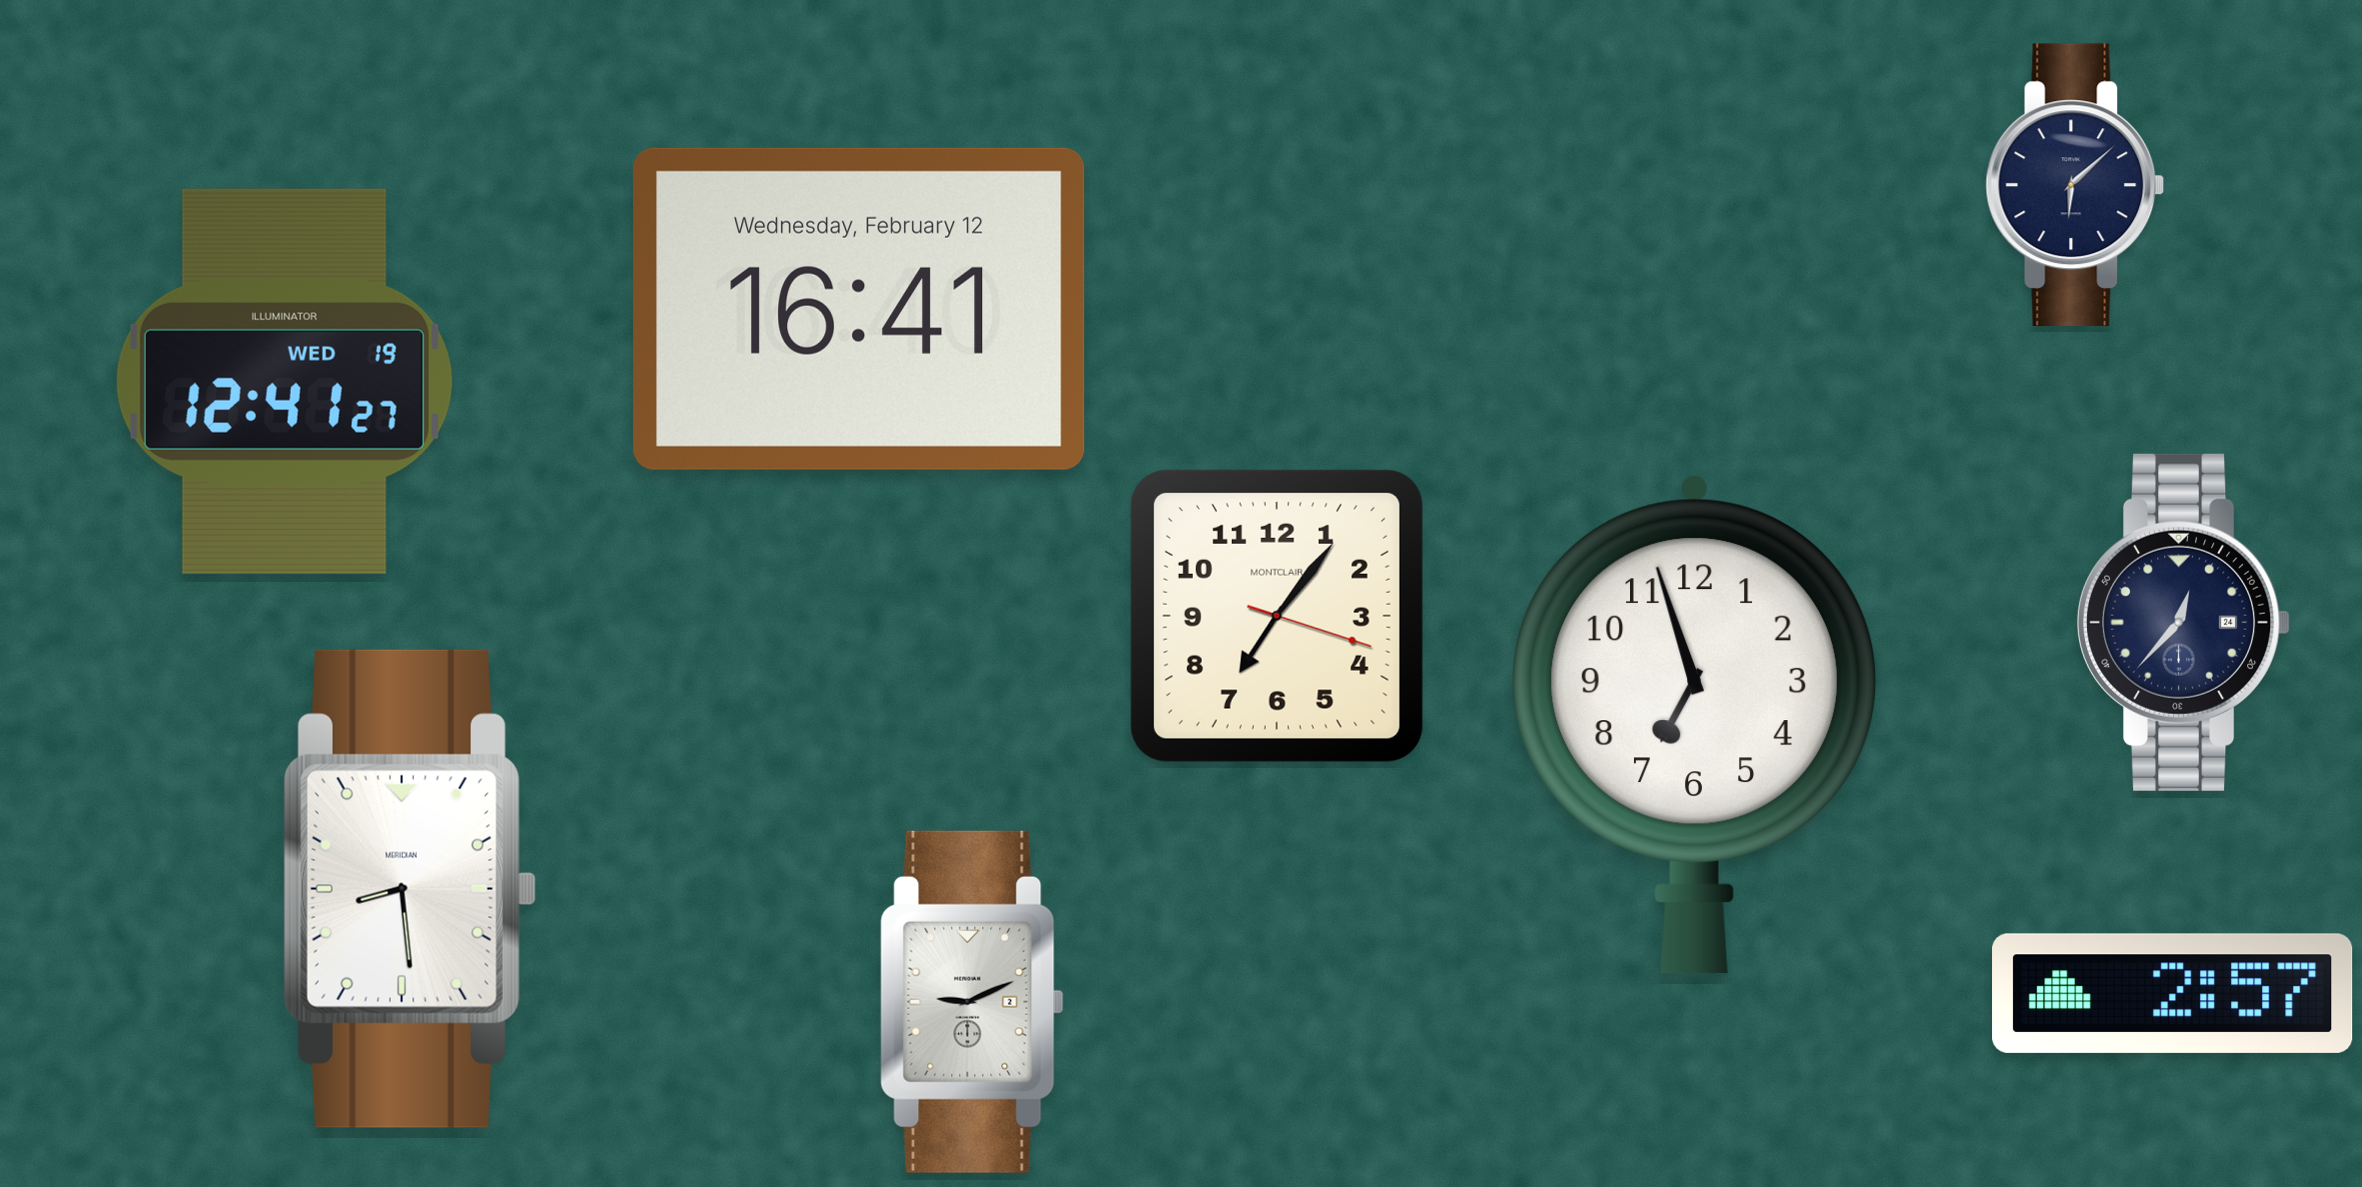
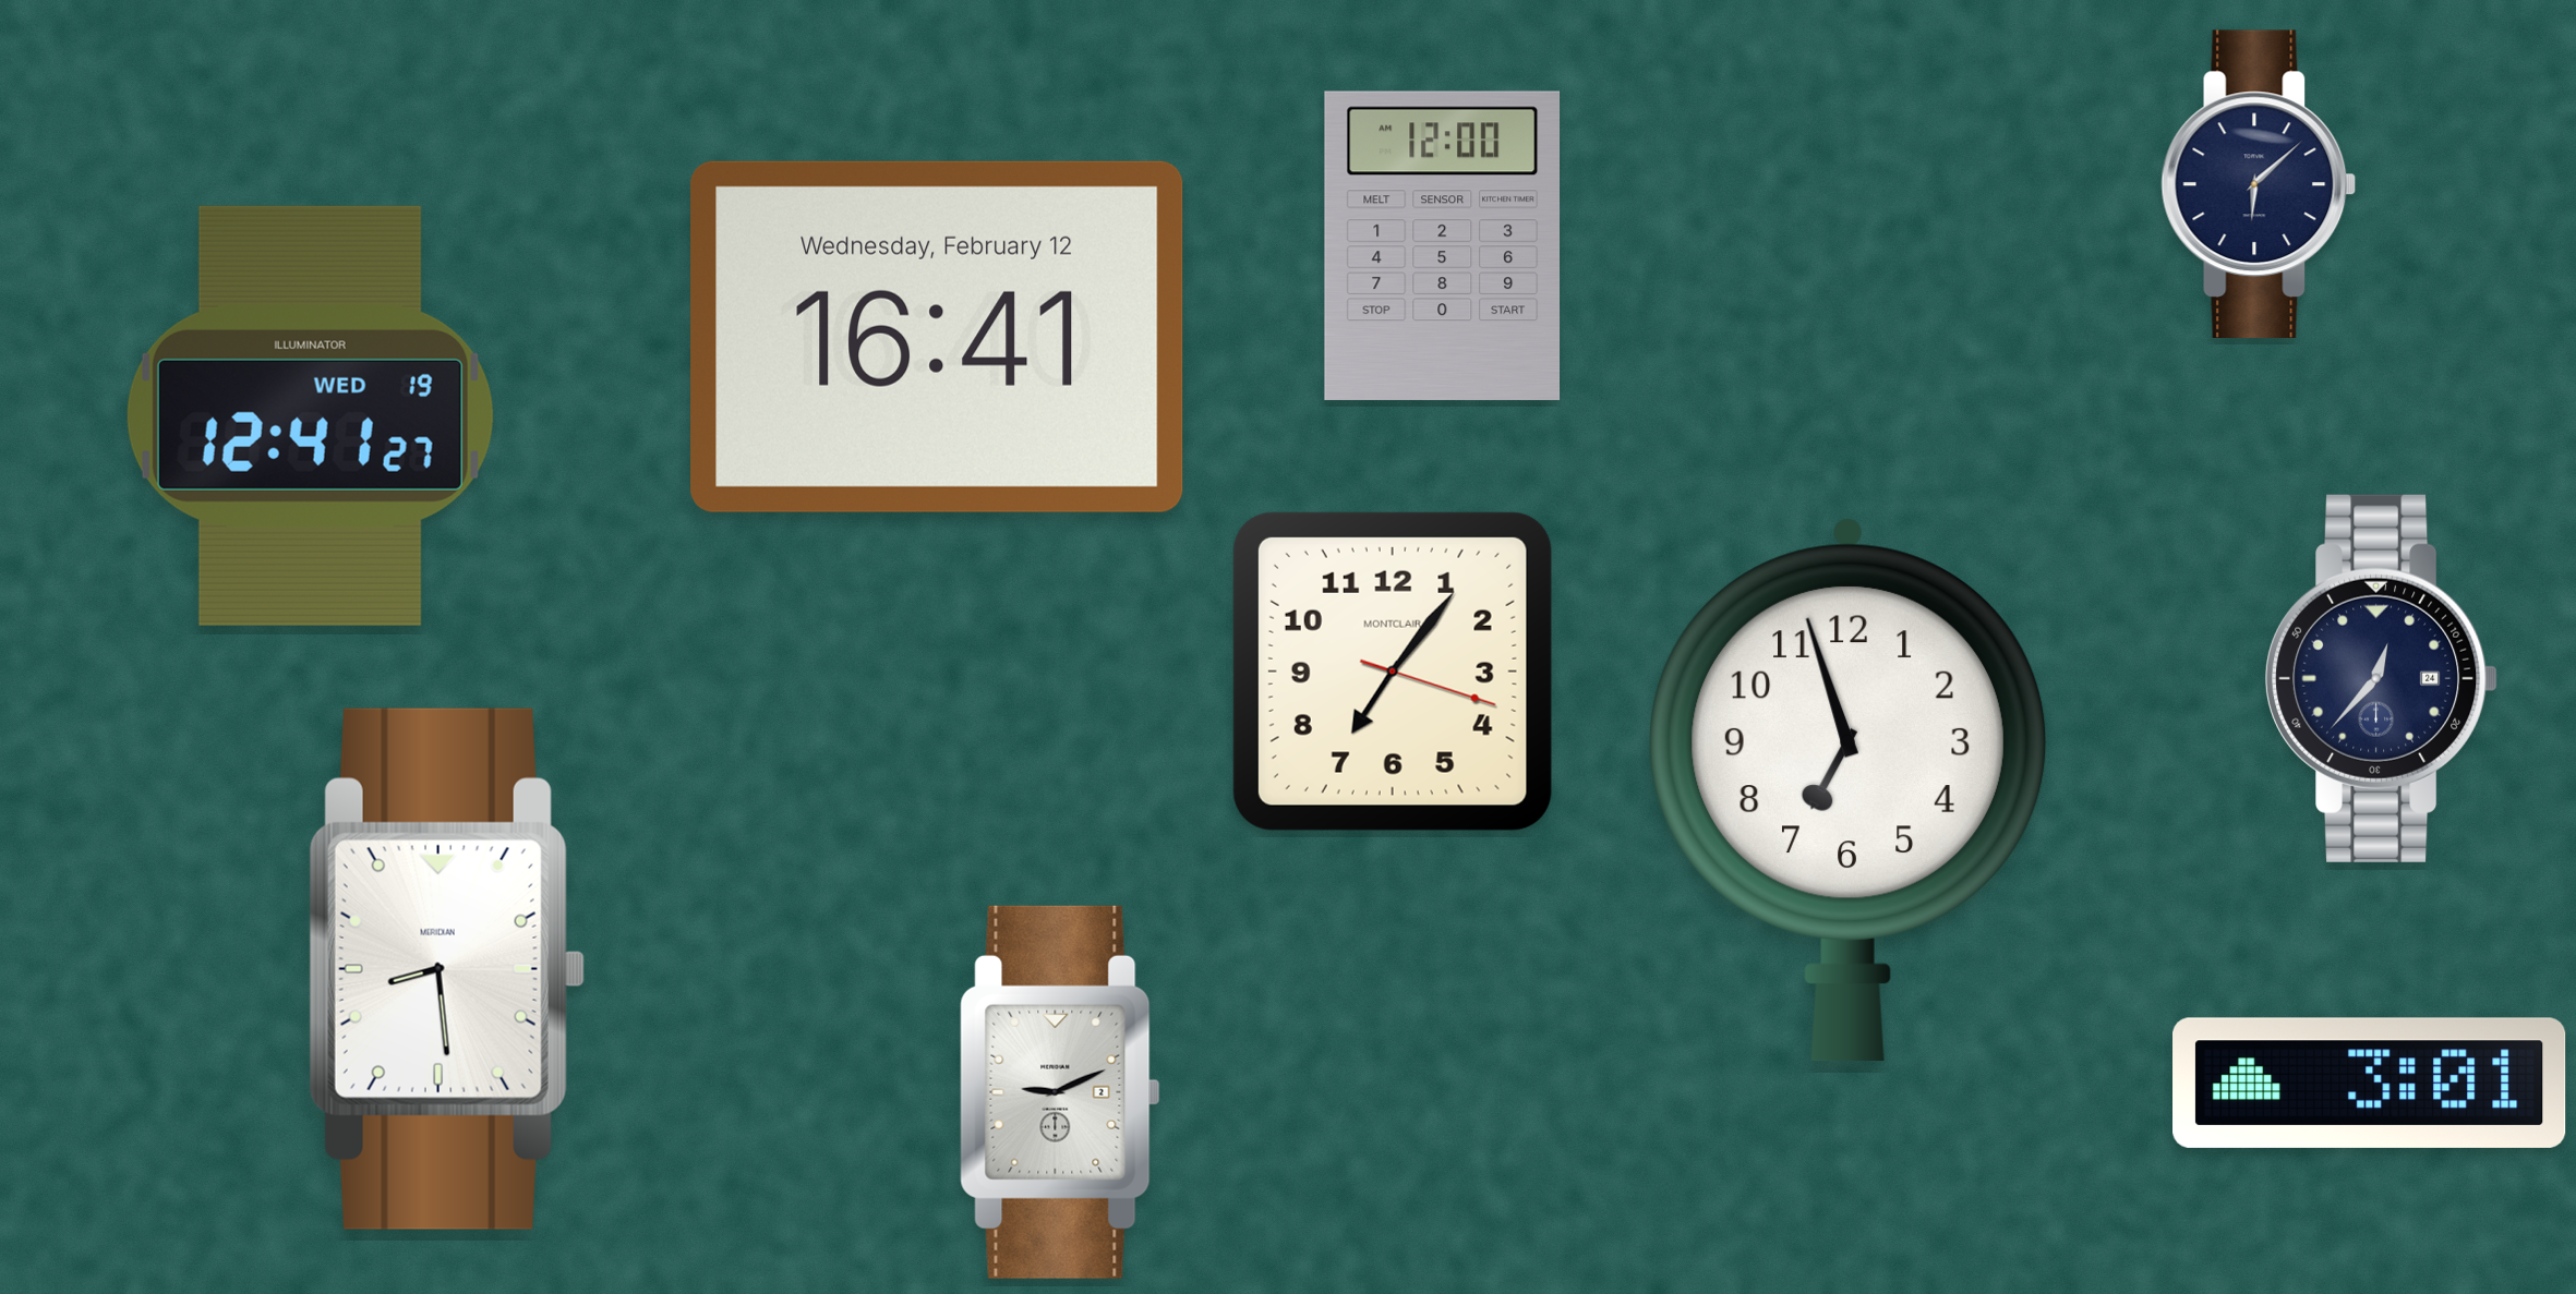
clock at (2075, 184) position: (2075, 184) -> (2259, 183)
clock at (1443, 245): none -> 12:00
clock at (2173, 993): 2:57 -> 3:01
